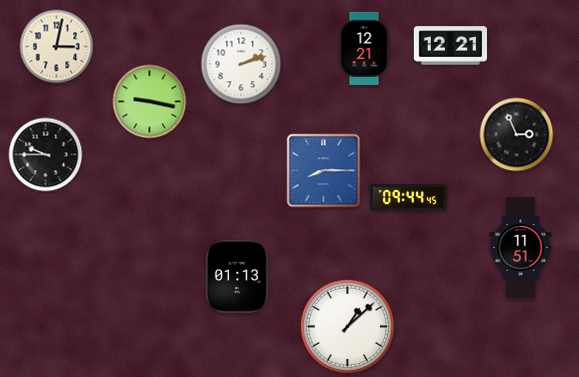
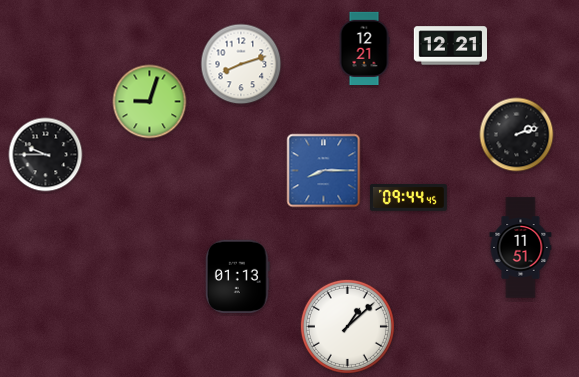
clock at (57, 47): 3:02 -> none
clock at (241, 64): 2:12 -> 8:12
clock at (150, 102): 9:17 -> 9:03
clock at (517, 135): 2:56 -> 2:12
